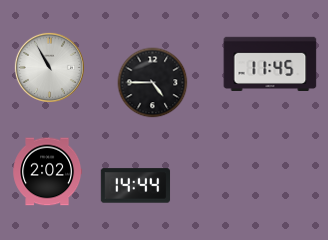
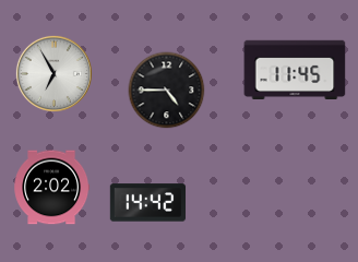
clock at (49, 67): 10:55 -> 6:55
clock at (136, 186): 14:44 -> 14:42
